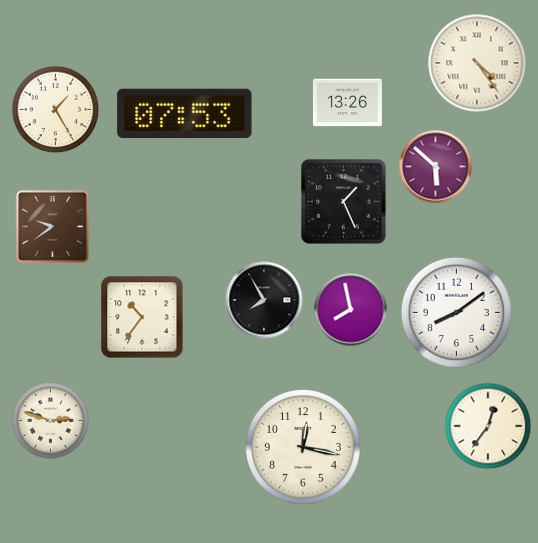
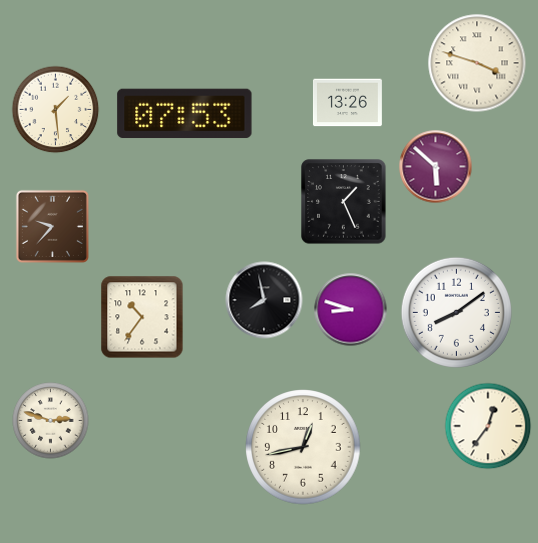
clock at (477, 63): 4:24 -> 3:48
clock at (56, 110): 1:25 -> 1:29
clock at (52, 226): 9:39 -> 9:37
clock at (264, 300): 7:55 -> 7:58
clock at (351, 310): 7:58 -> 8:48
clock at (303, 447): 12:17 -> 12:43
